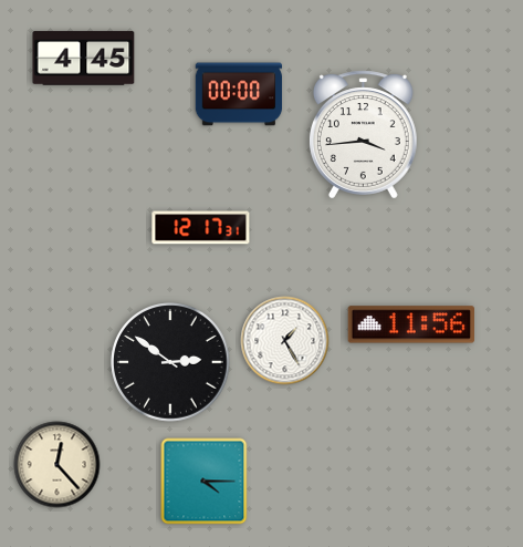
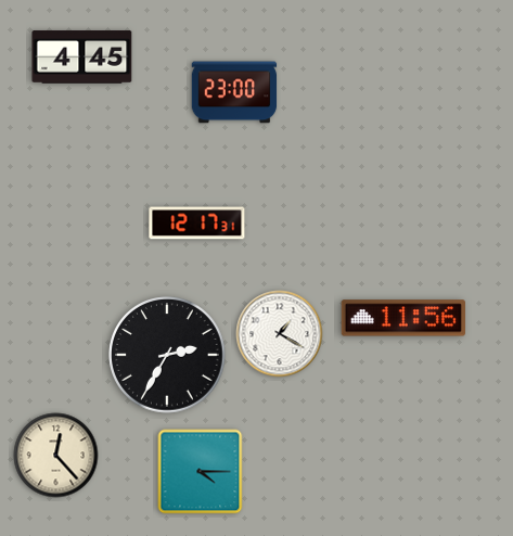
clock at (239, 94): 00:00 -> 23:00
clock at (363, 135): 3:44 -> none
clock at (285, 341): 1:25 -> 1:20
clock at (170, 362): 2:51 -> 2:35
